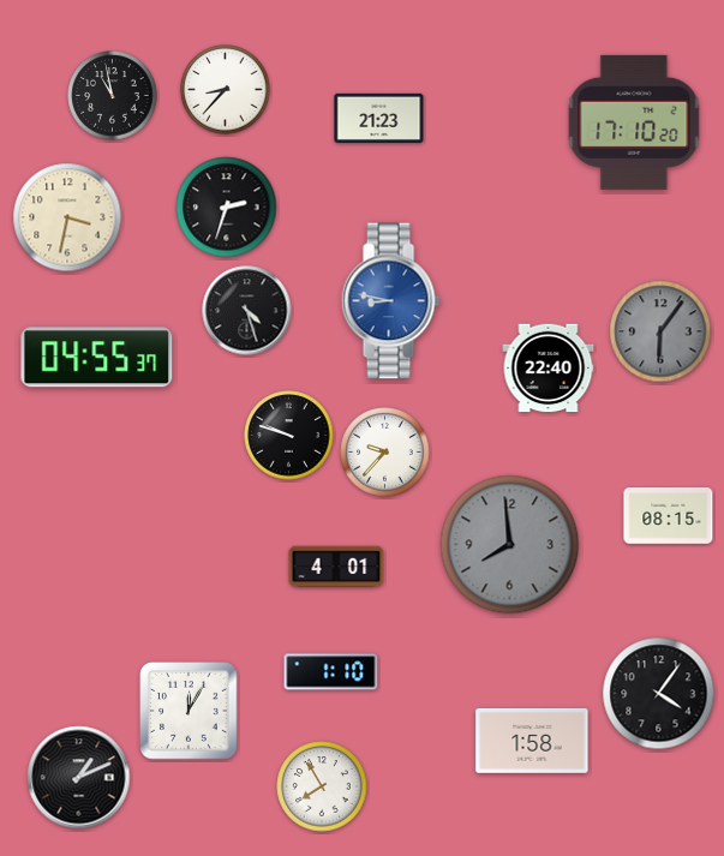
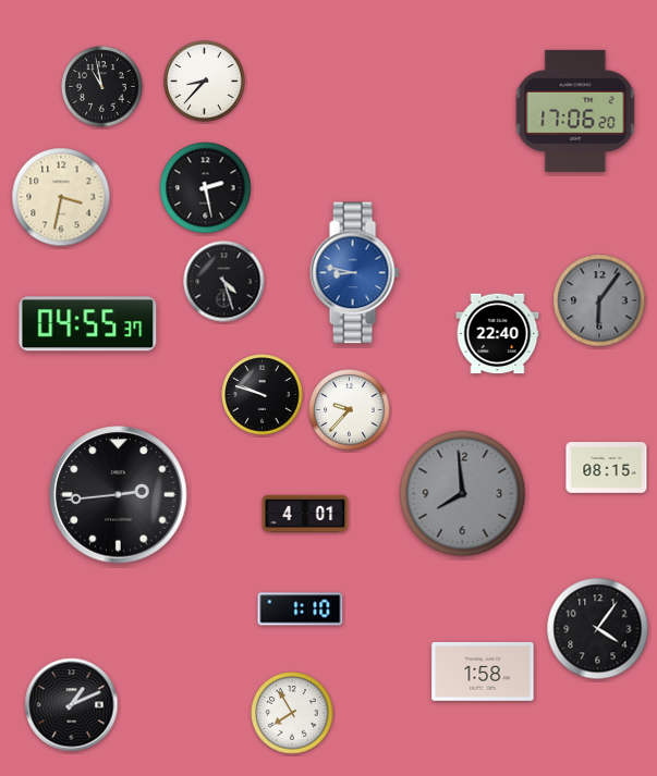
clock at (379, 118): 21:23 -> none
clock at (634, 122): 17:10 -> 17:06
clock at (227, 208): 2:33 -> 2:28
clock at (119, 495): none -> 2:44
clock at (190, 712): 12:05 -> none
